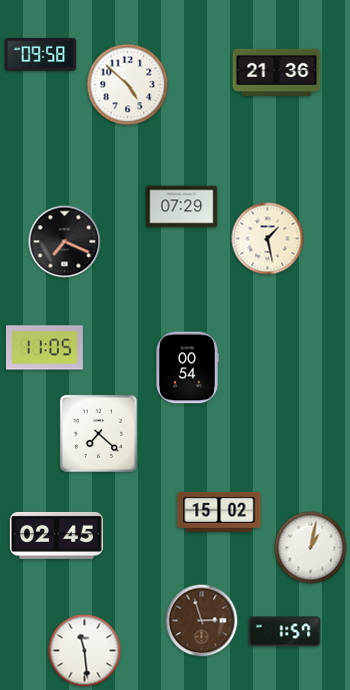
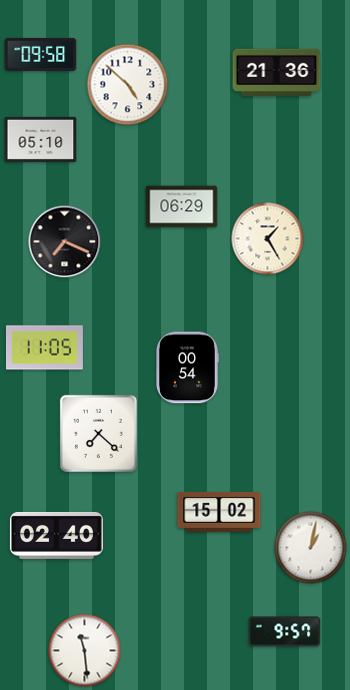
clock at (41, 139): none -> 05:10
clock at (182, 207): 07:29 -> 06:29
clock at (268, 239): 1:28 -> 1:25
clock at (56, 535): 02:45 -> 02:40
clock at (202, 621): 2:57 -> none
clock at (285, 632): 1:57 -> 9:57
